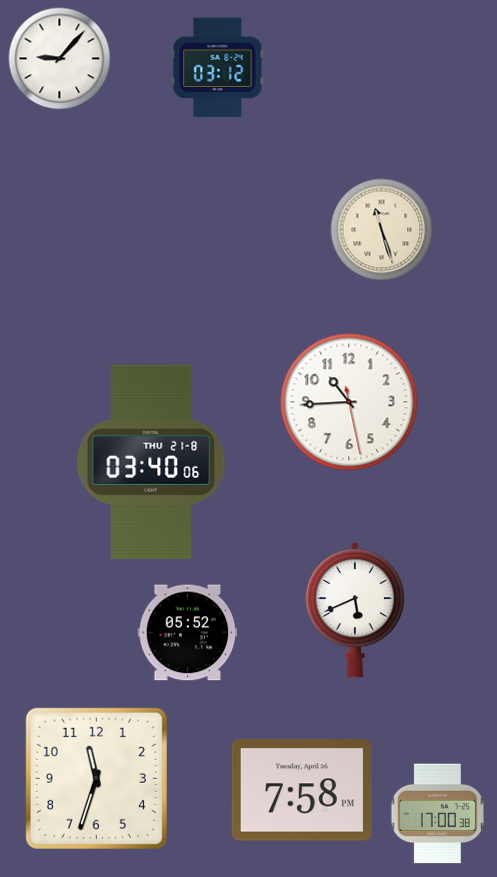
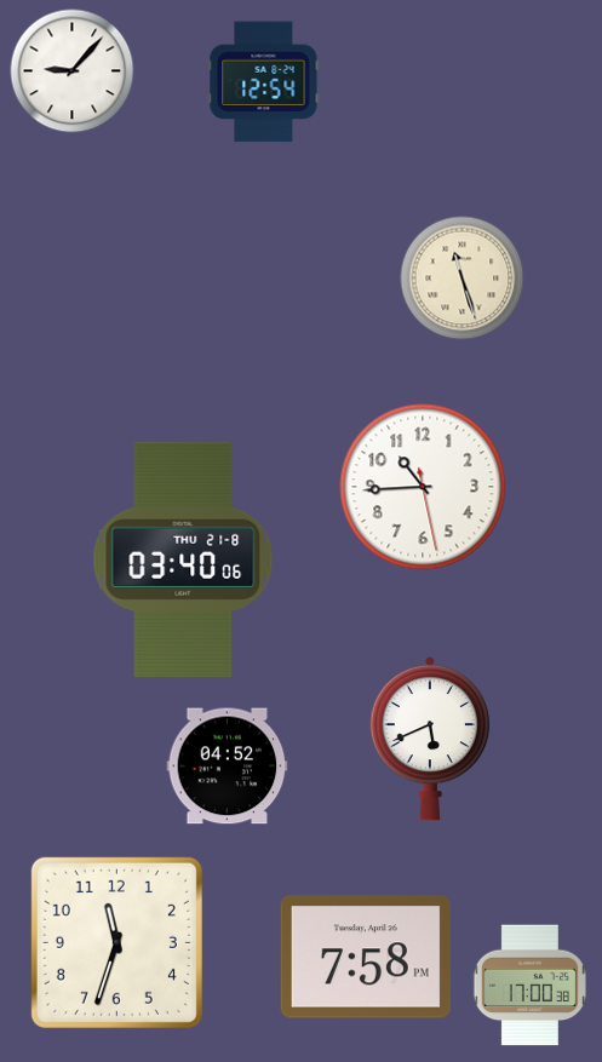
clock at (218, 68): 03:12 -> 12:54
clock at (188, 633): 05:52 -> 04:52
